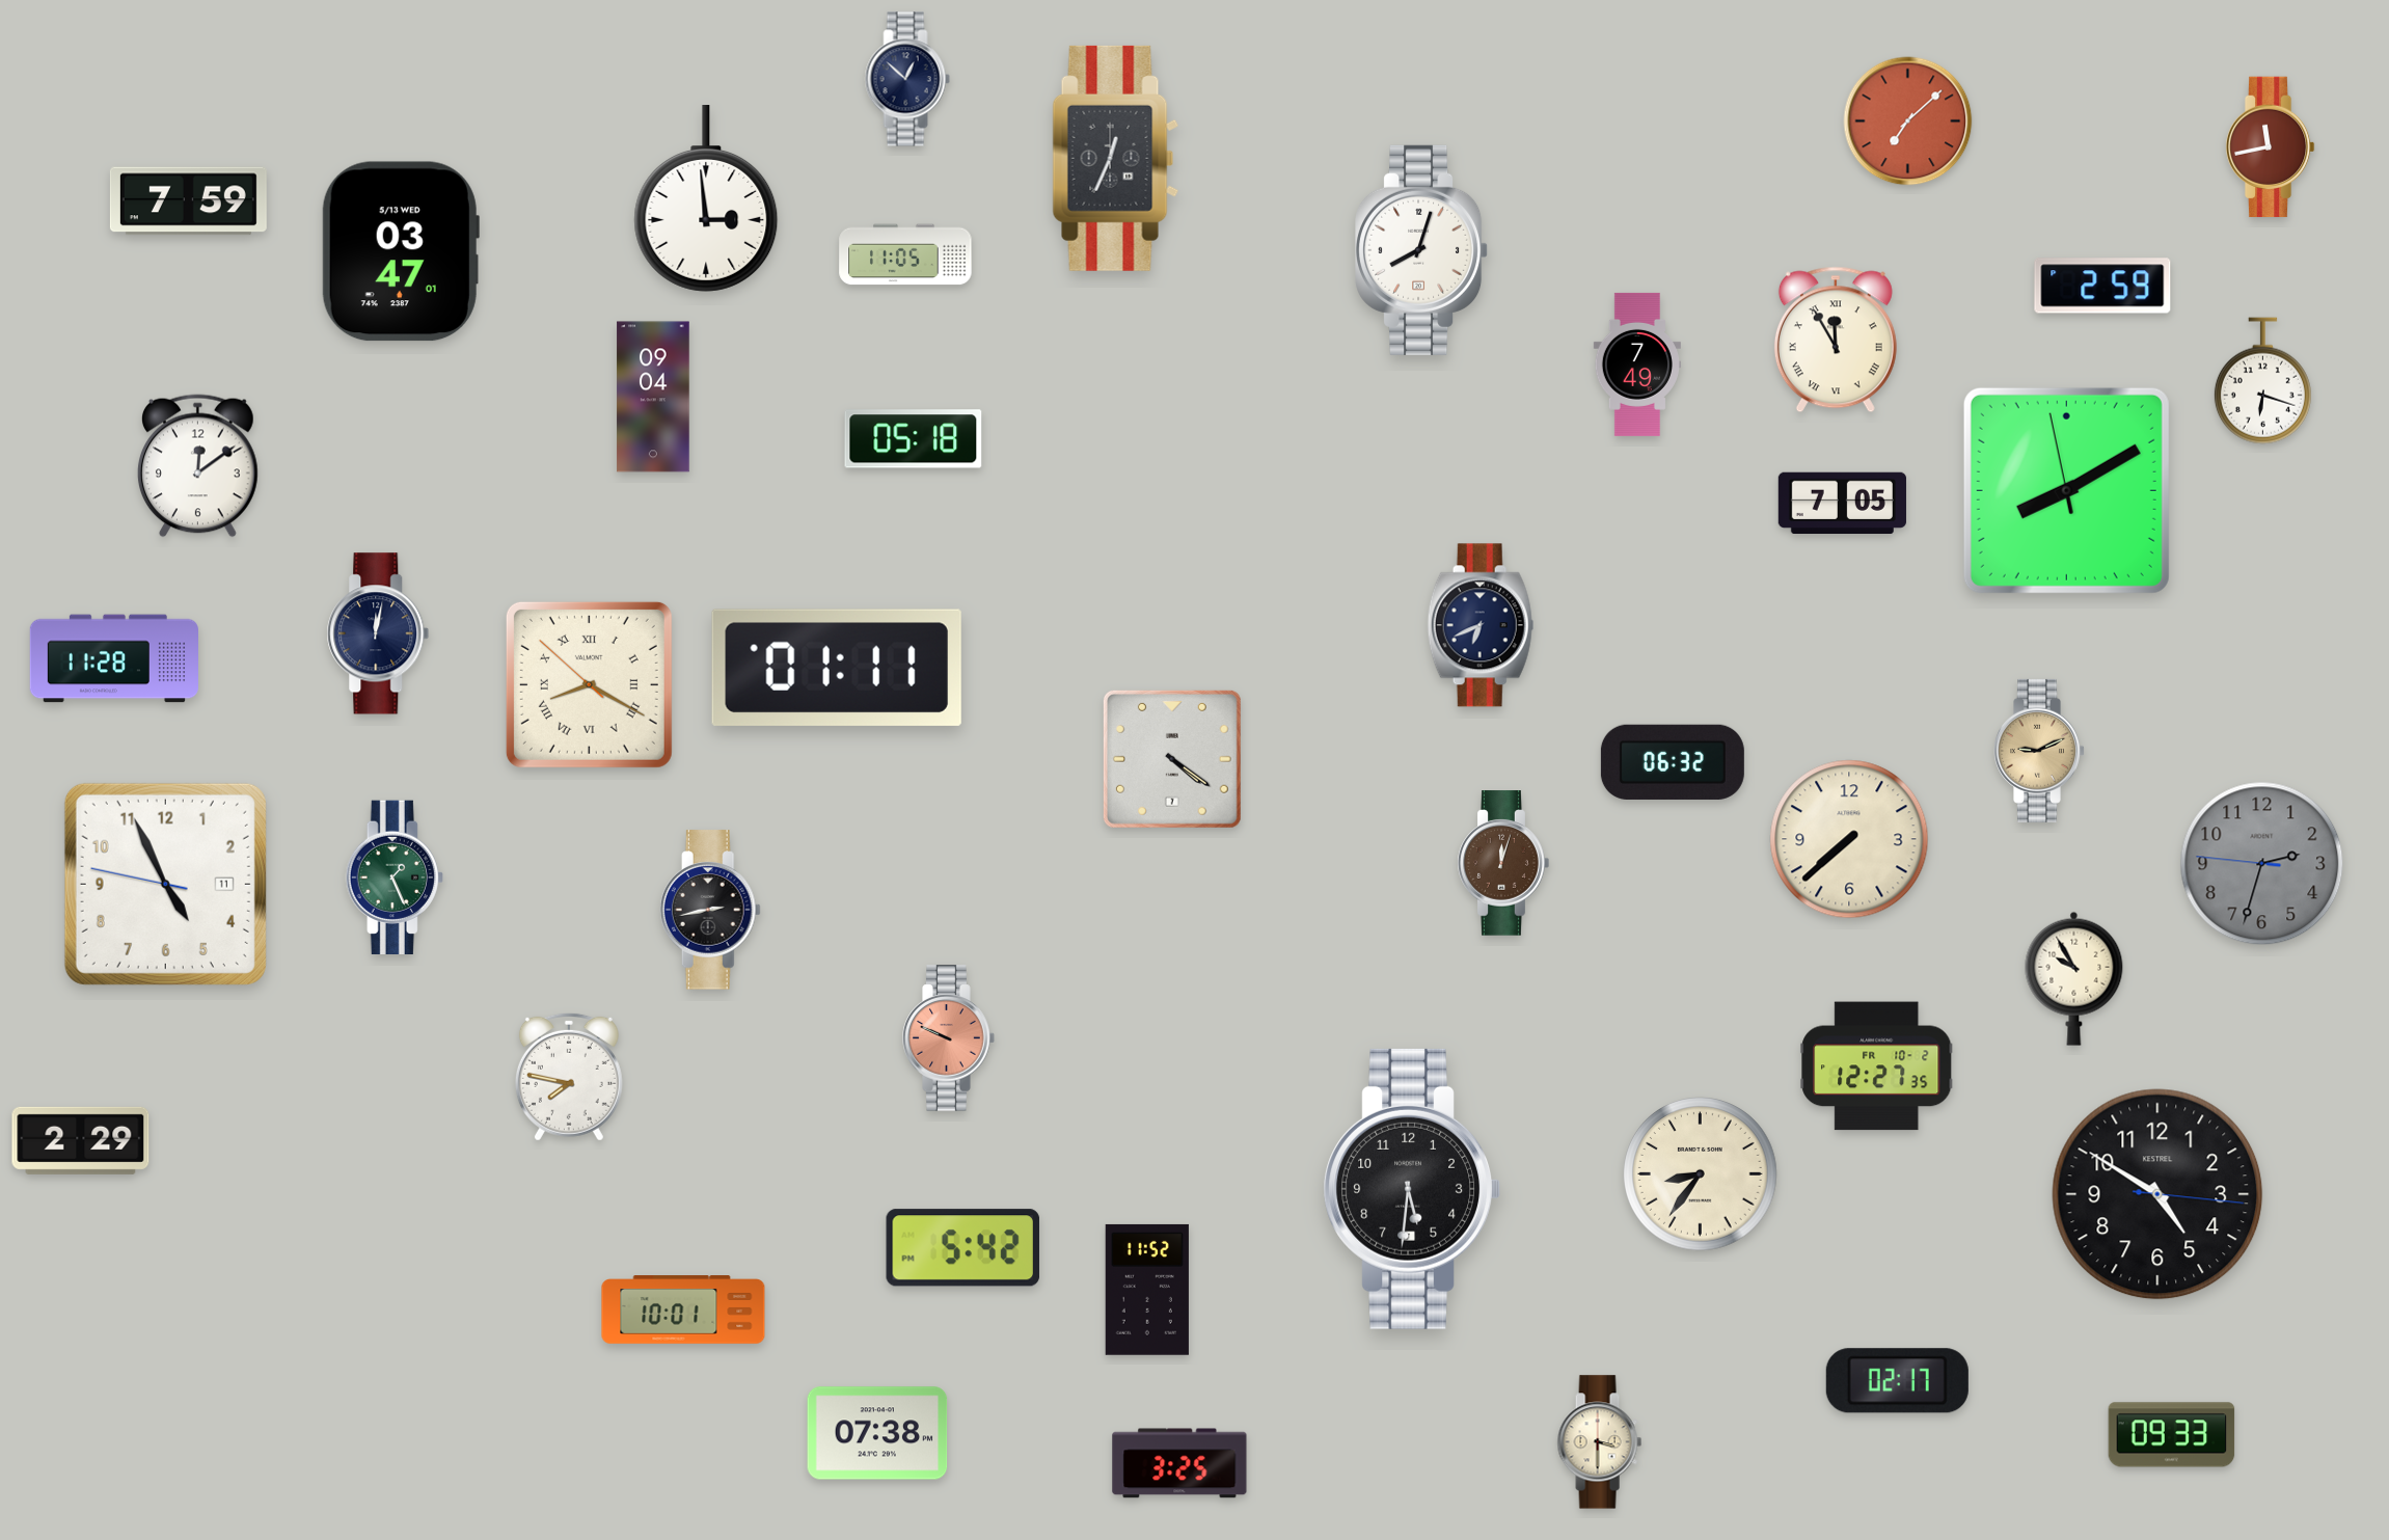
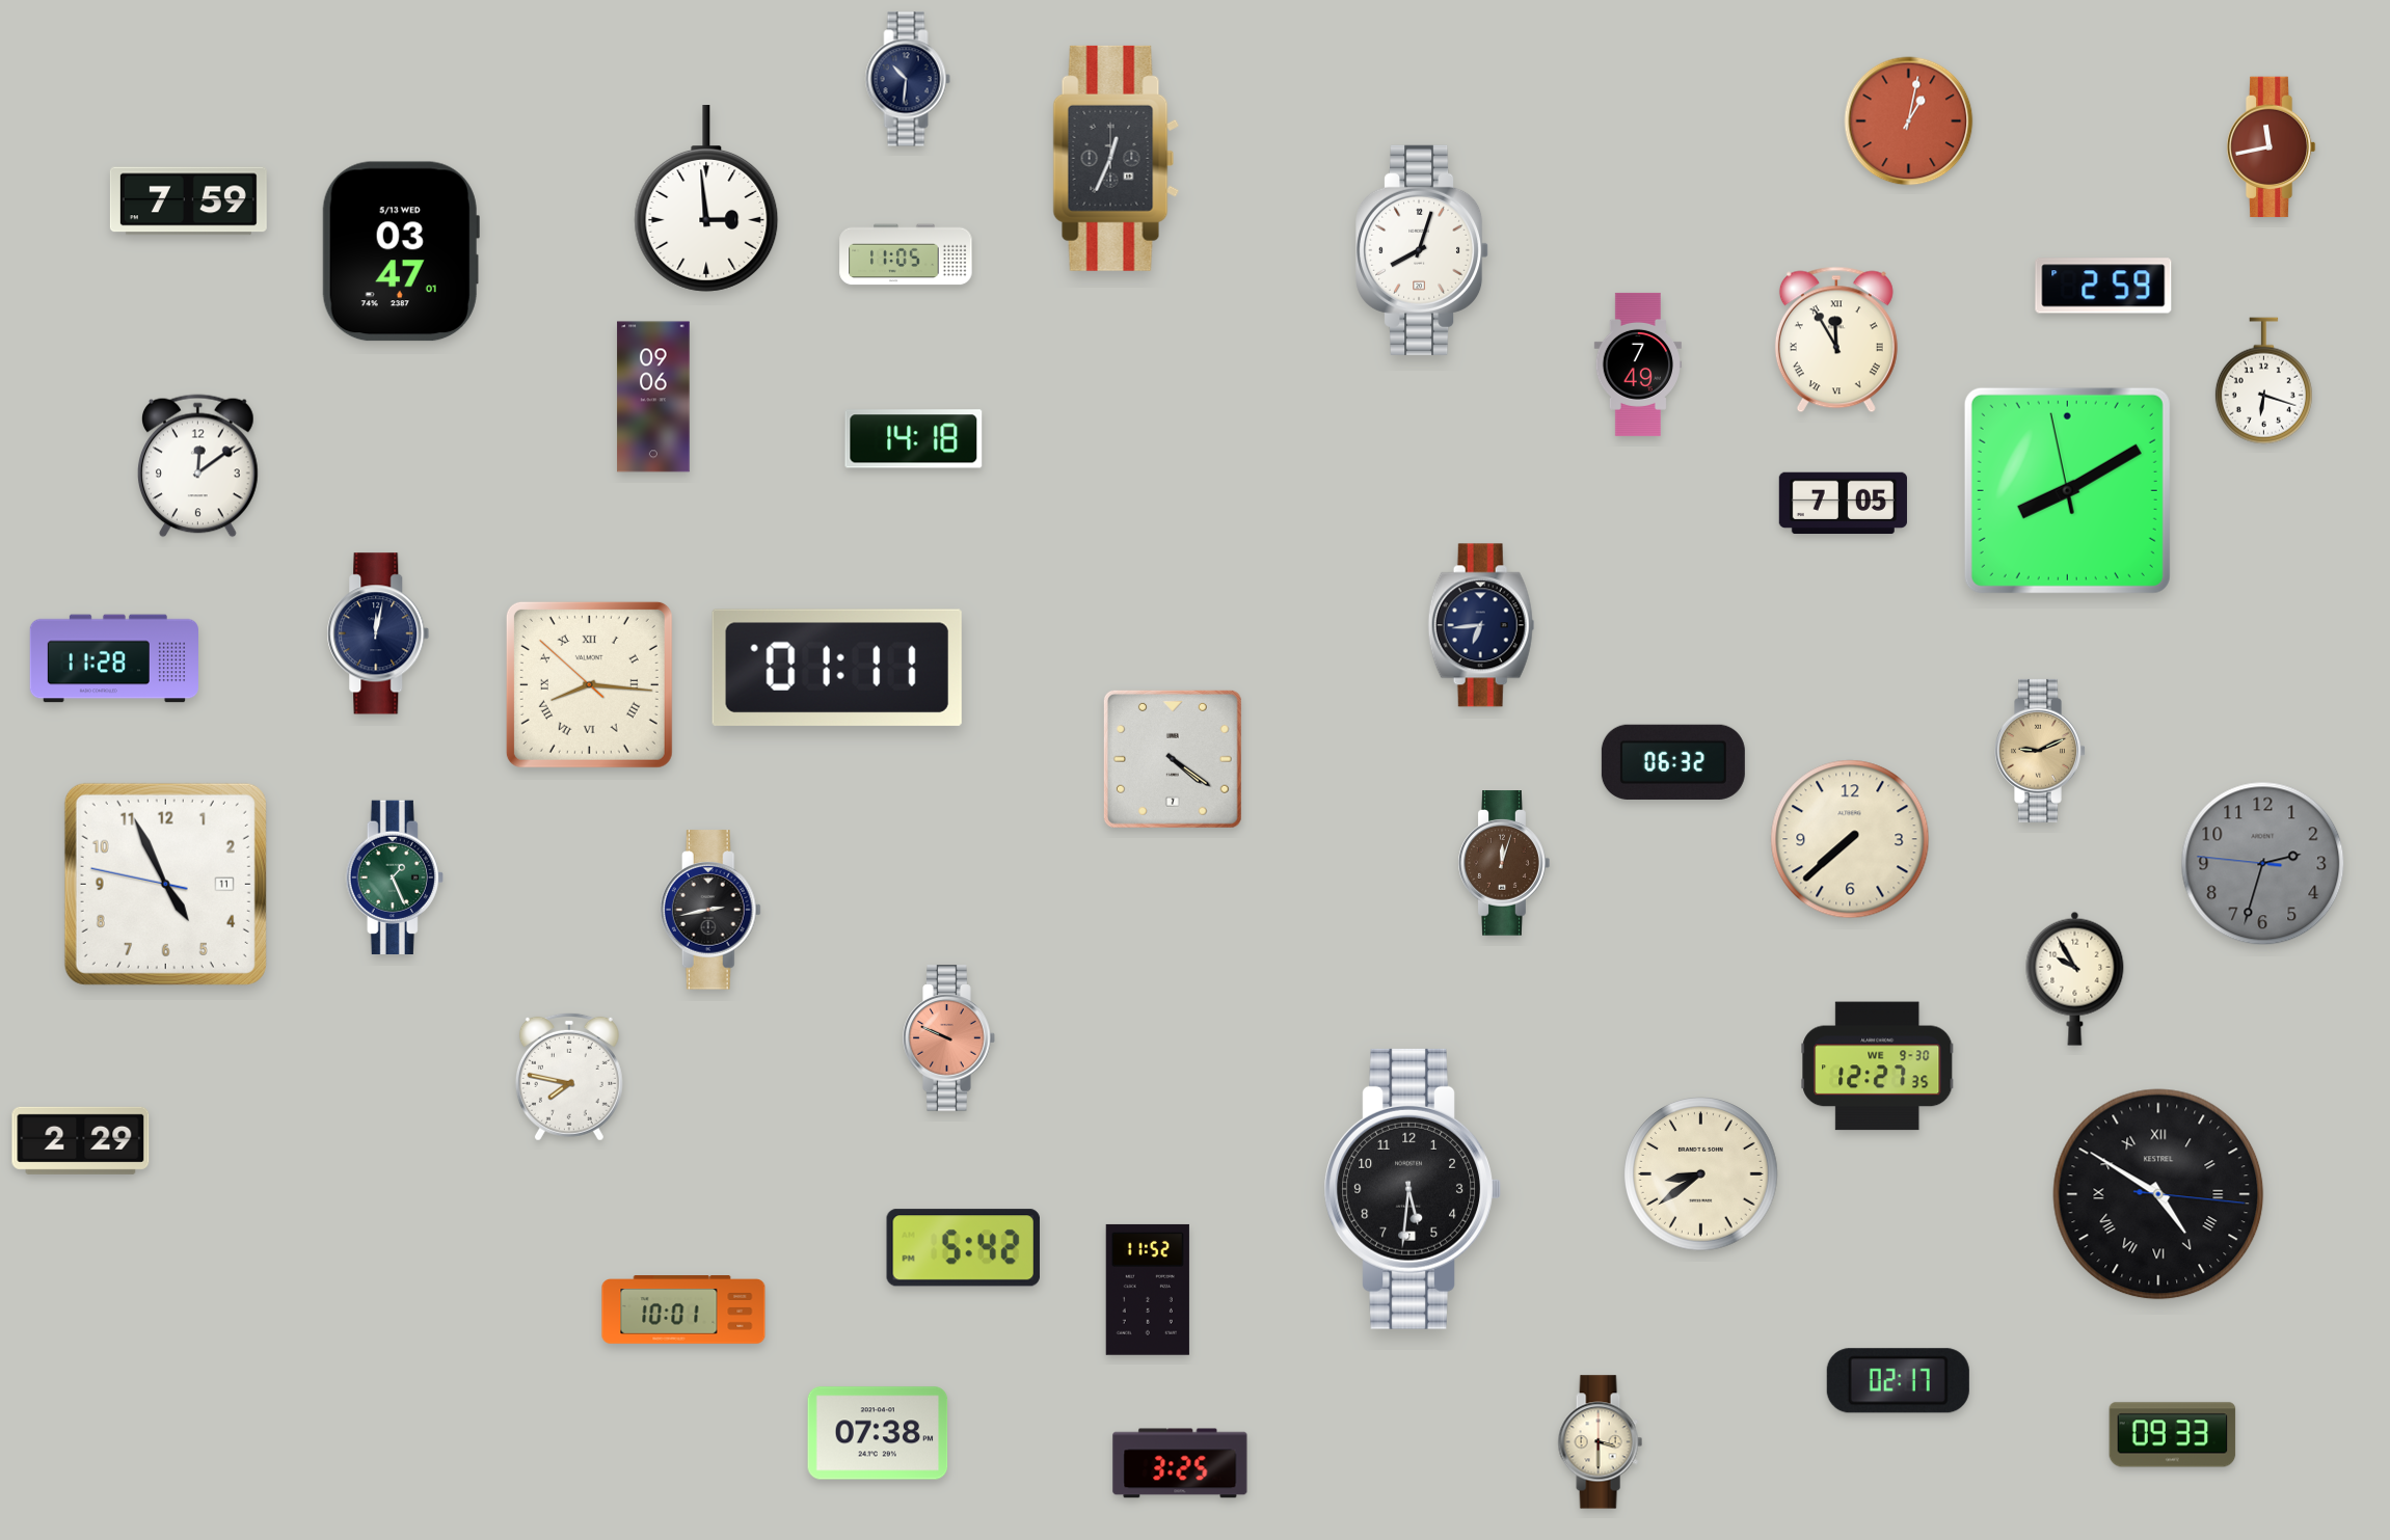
clock at (907, 79): 12:52 -> 10:31
clock at (1908, 121): 7:08 -> 1:02
clock at (653, 397): 09:04 -> 09:06
clock at (914, 439): 05:18 -> 14:18
clock at (1481, 625): 6:41 -> 6:44
clock at (589, 684): 8:19 -> 8:15
clock at (1877, 1066) date: FR 10-2 -> WE 9-30
clock at (1701, 1174): 8:36 -> 8:39
clock at (2157, 1194) numerals: Arabic -> Roman
